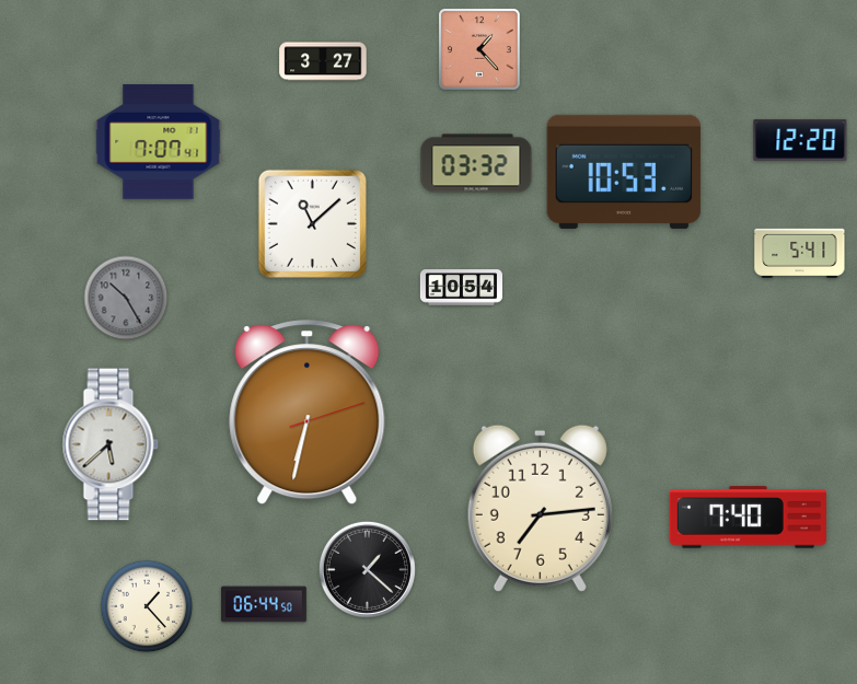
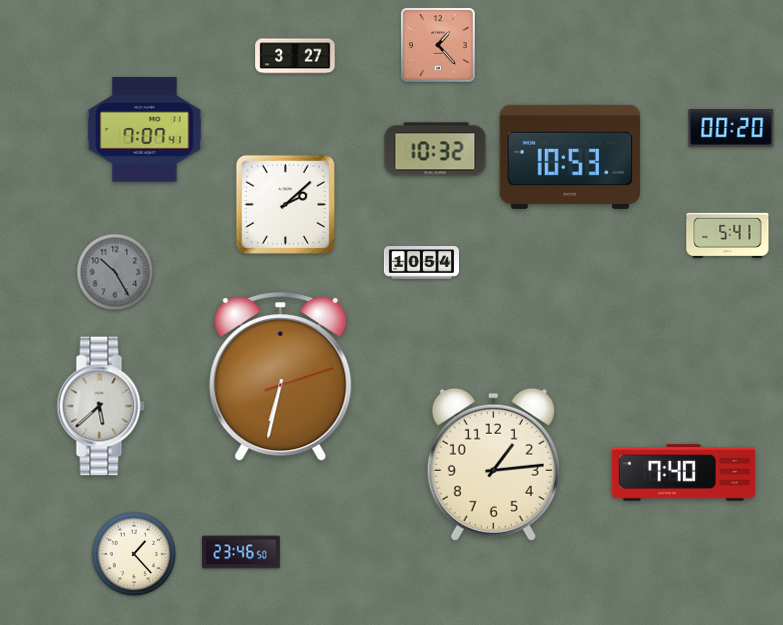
clock at (800, 140): 12:20 -> 00:20
clock at (476, 163): 03:32 -> 10:32
clock at (312, 223): 11:08 -> 2:08
clock at (800, 253) position: (800, 253) -> (728, 235)
clock at (540, 508): 7:14 -> 1:14
clock at (367, 569): 1:22 -> none
clock at (264, 604): 06:44 -> 23:46
